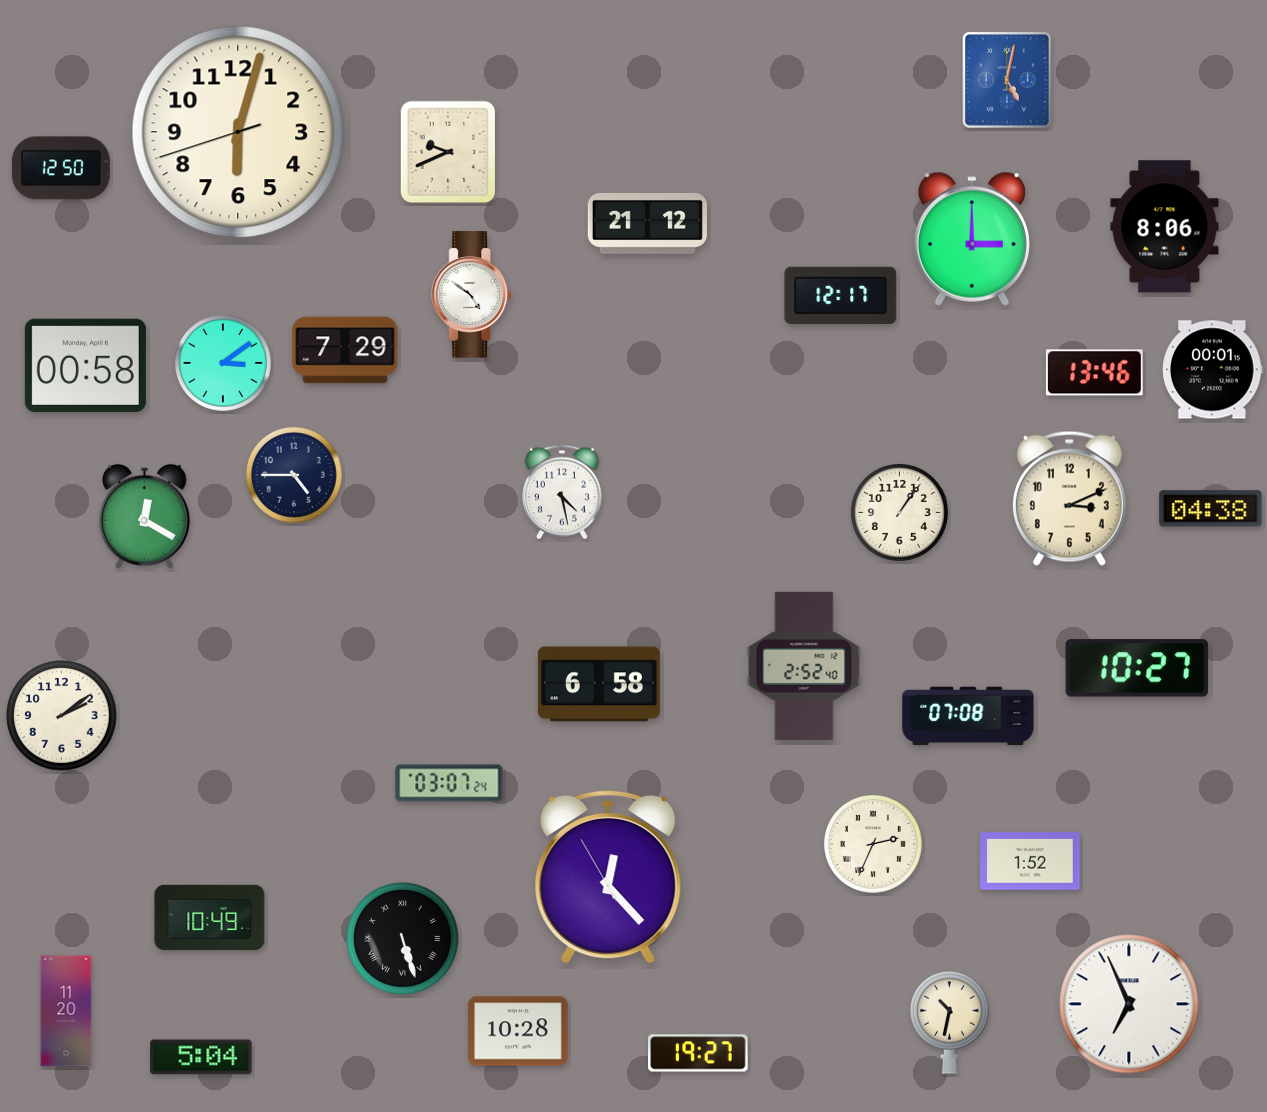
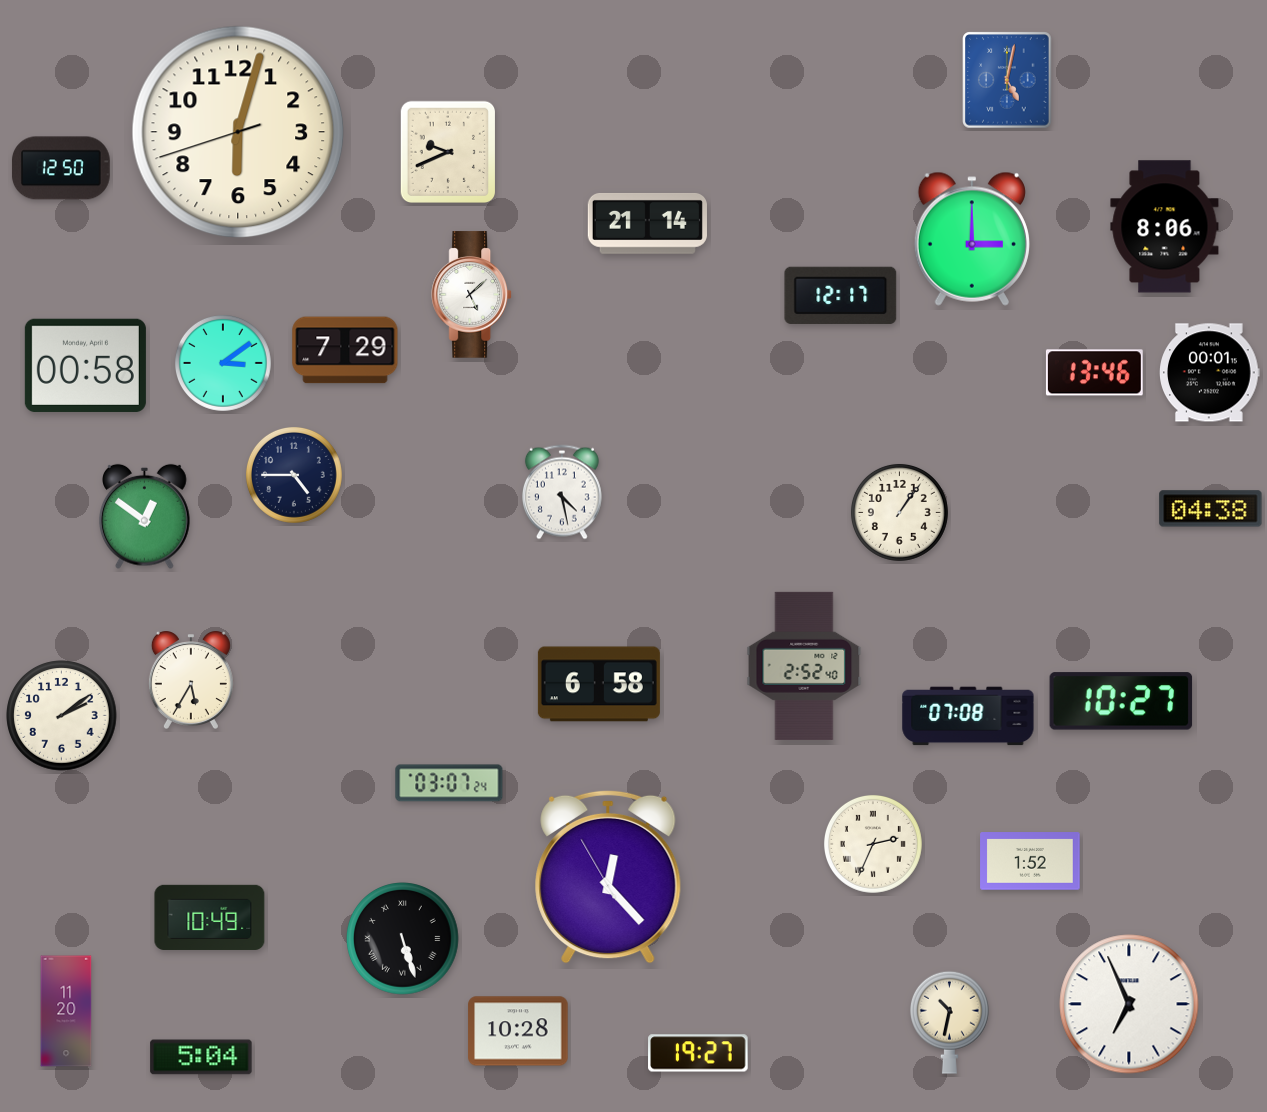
clock at (647, 223): 21:12 -> 21:14
clock at (472, 295): 4:51 -> 5:08
clock at (1213, 370) position: (1213, 370) -> (1210, 373)
clock at (1069, 498): 3:11 -> none
clock at (145, 516): 12:20 -> 12:51
clock at (1137, 668) position: (1137, 668) -> (1121, 701)
clock at (191, 680): none -> 5:35
